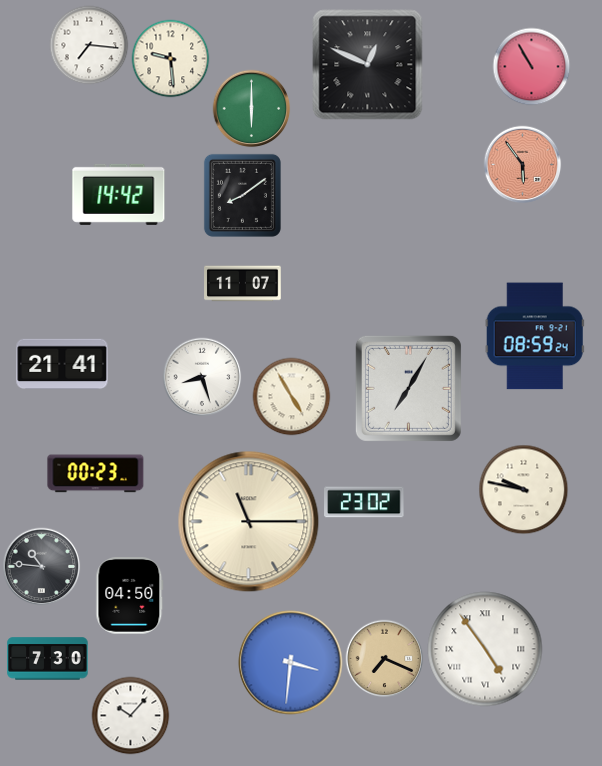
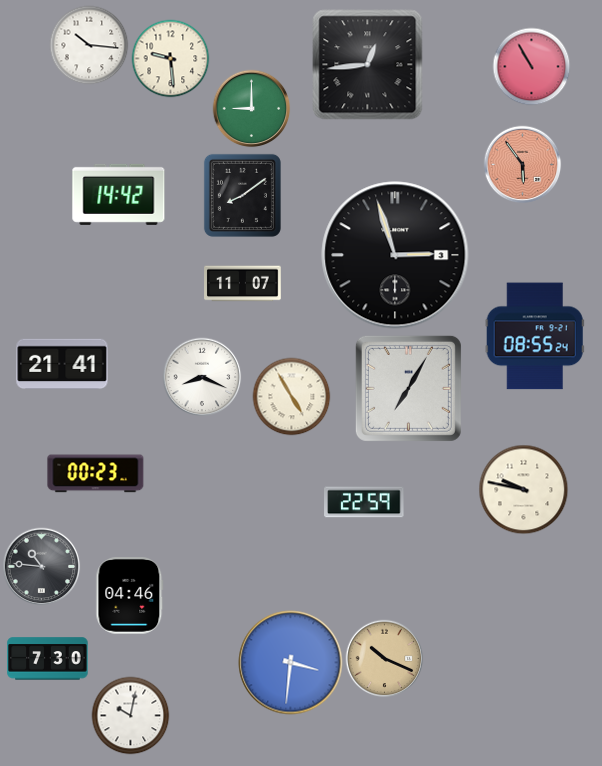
clock at (89, 45): 7:16 -> 10:16
clock at (368, 65): 12:49 -> 12:44
clock at (251, 108): 6:00 -> 9:00
clock at (395, 255): none -> 2:57
clock at (535, 336): 08:59 -> 08:55
clock at (202, 377): 8:27 -> 8:19
clock at (364, 502): 23:02 -> 22:59
clock at (249, 522): 11:15 -> none
clock at (130, 596): 04:50 -> 04:46
clock at (485, 649): 4:54 -> none
clock at (384, 658): 7:19 -> 10:19
clock at (130, 715): 10:07 -> 10:02
